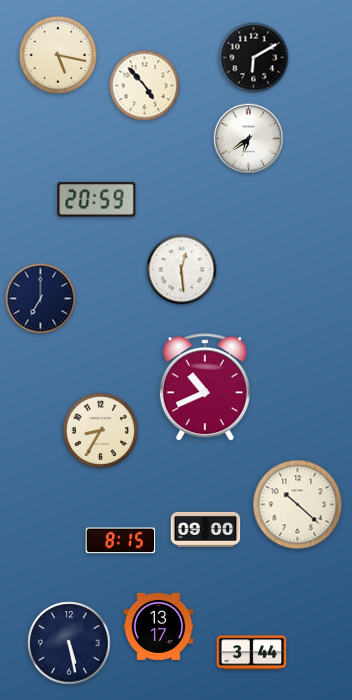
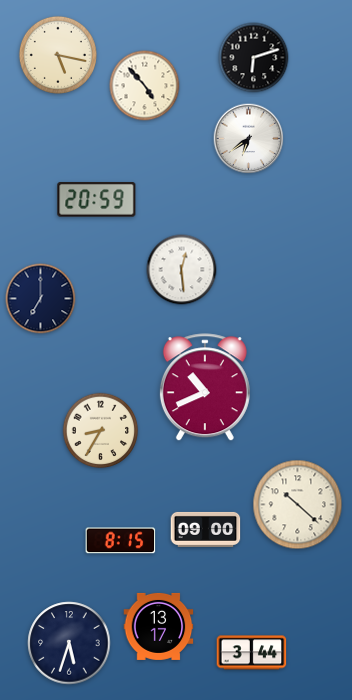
clock at (254, 58): 6:10 -> 6:12
clock at (69, 643): 5:28 -> 5:33
